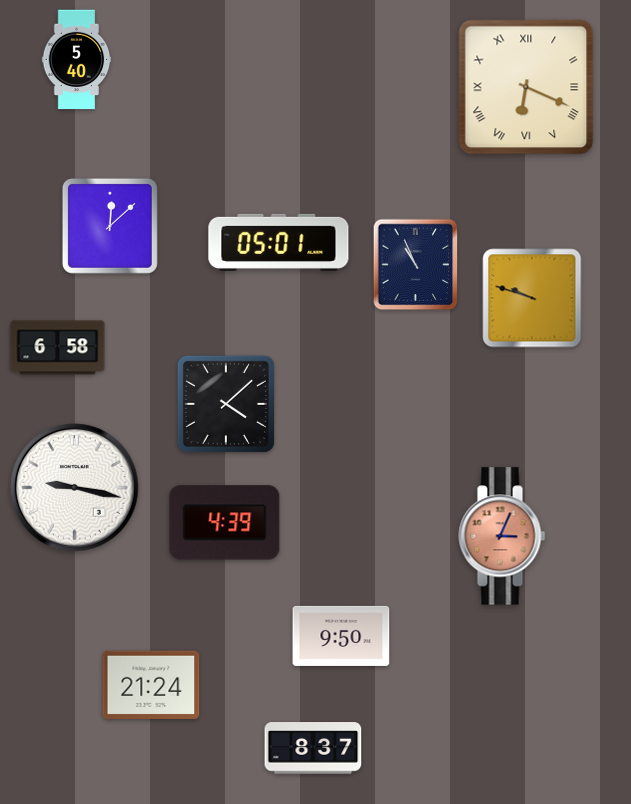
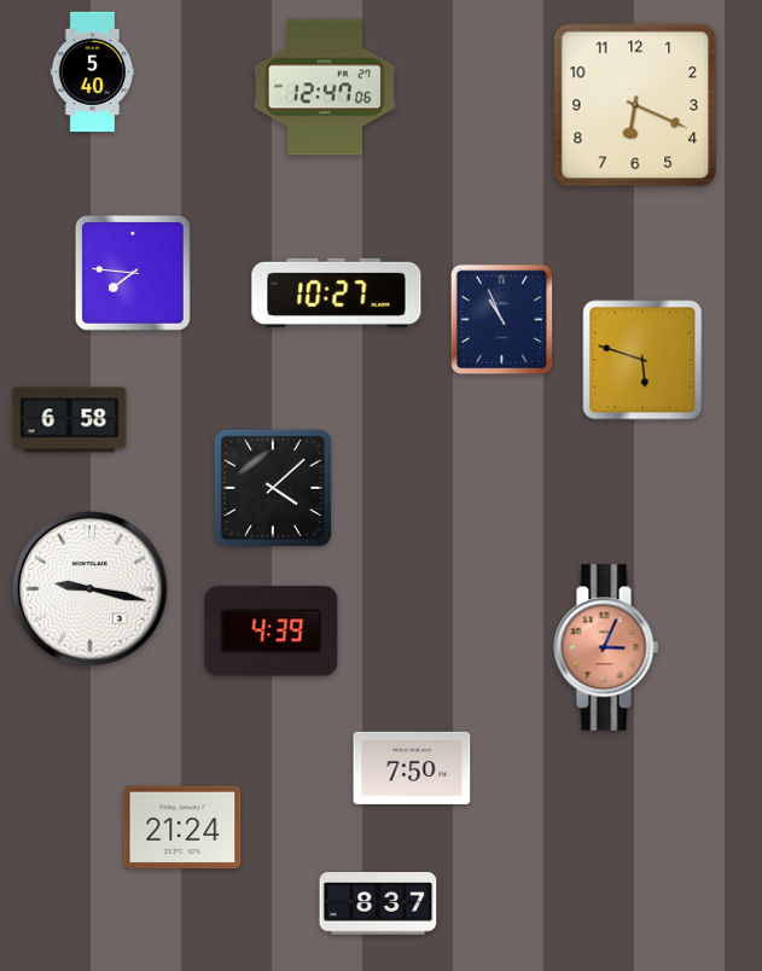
clock at (325, 87): none -> 12:47
clock at (526, 87) numerals: Roman -> Arabic
clock at (110, 226): 12:08 -> 7:46
clock at (279, 242): 05:01 -> 10:27
clock at (532, 298): 9:48 -> 5:48
clock at (341, 636): 9:50 -> 7:50
